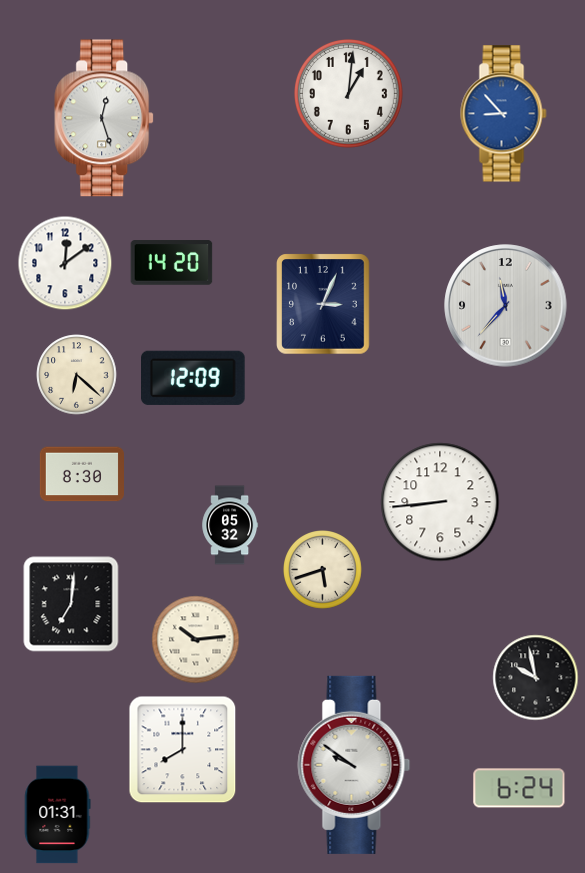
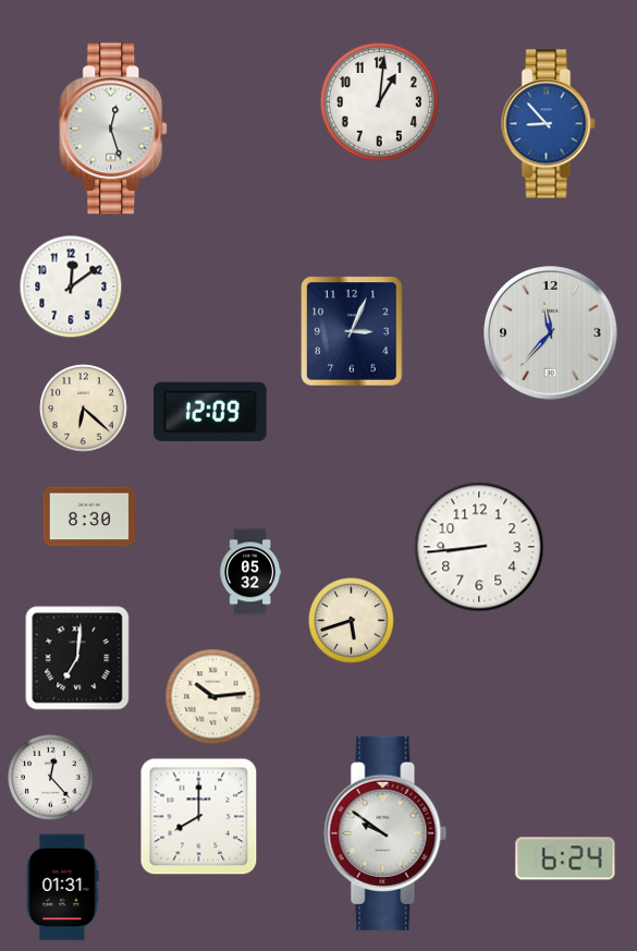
clock at (172, 263): 14:20 -> none
clock at (536, 678): 9:58 -> none
clock at (51, 778): none -> 12:23
